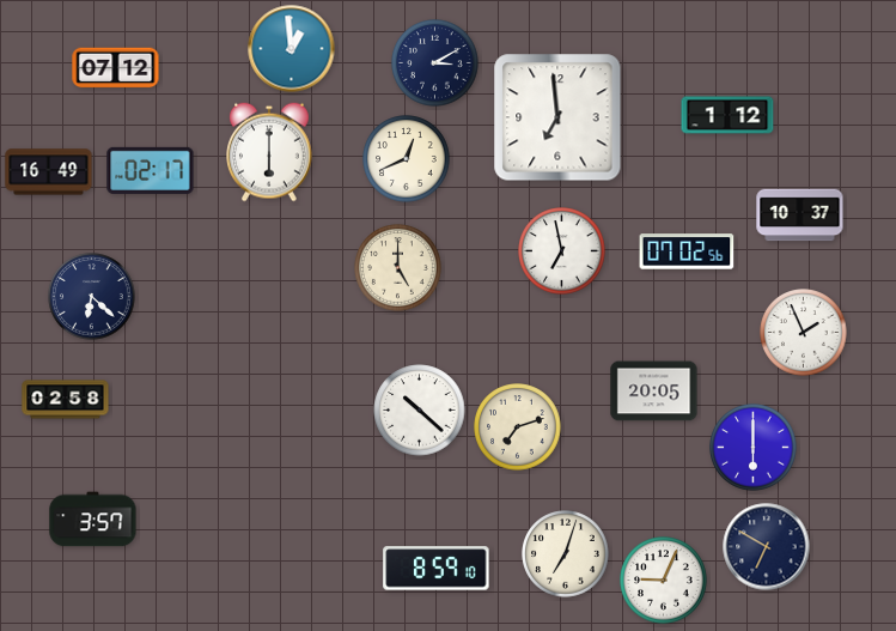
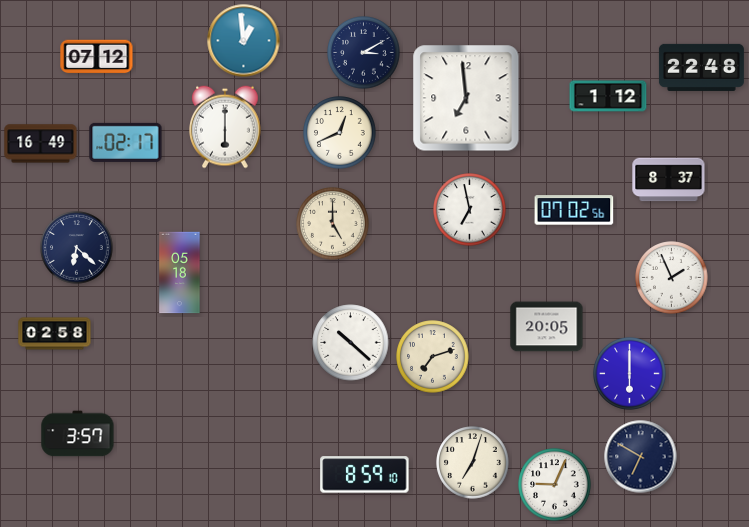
clock at (701, 67): none -> 22:48
clock at (800, 216): 10:37 -> 8:37
clock at (180, 273): none -> 05:18
